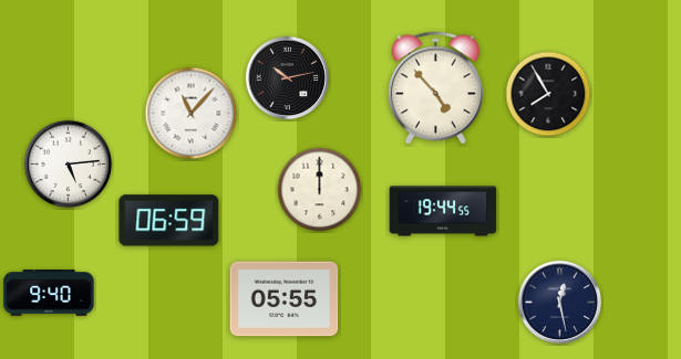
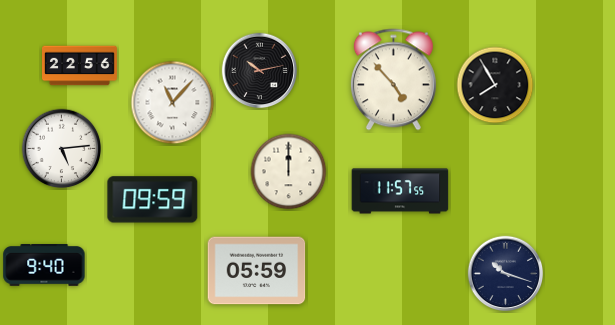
clock at (80, 66): none -> 22:56
clock at (443, 211): 19:44 -> 11:57
clock at (169, 221): 06:59 -> 09:59
clock at (285, 299): 05:55 -> 05:59
clock at (560, 303): 12:28 -> 10:18
